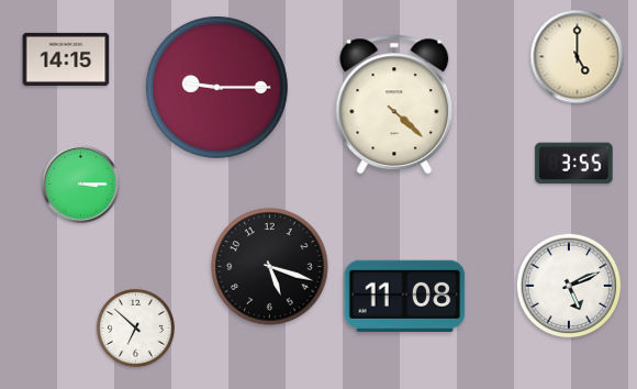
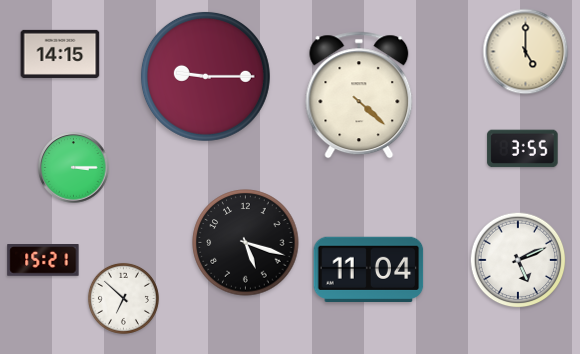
clock at (216, 87) position: (216, 87) -> (205, 76)
clock at (43, 261): none -> 15:21
clock at (405, 296): 11:08 -> 11:04
